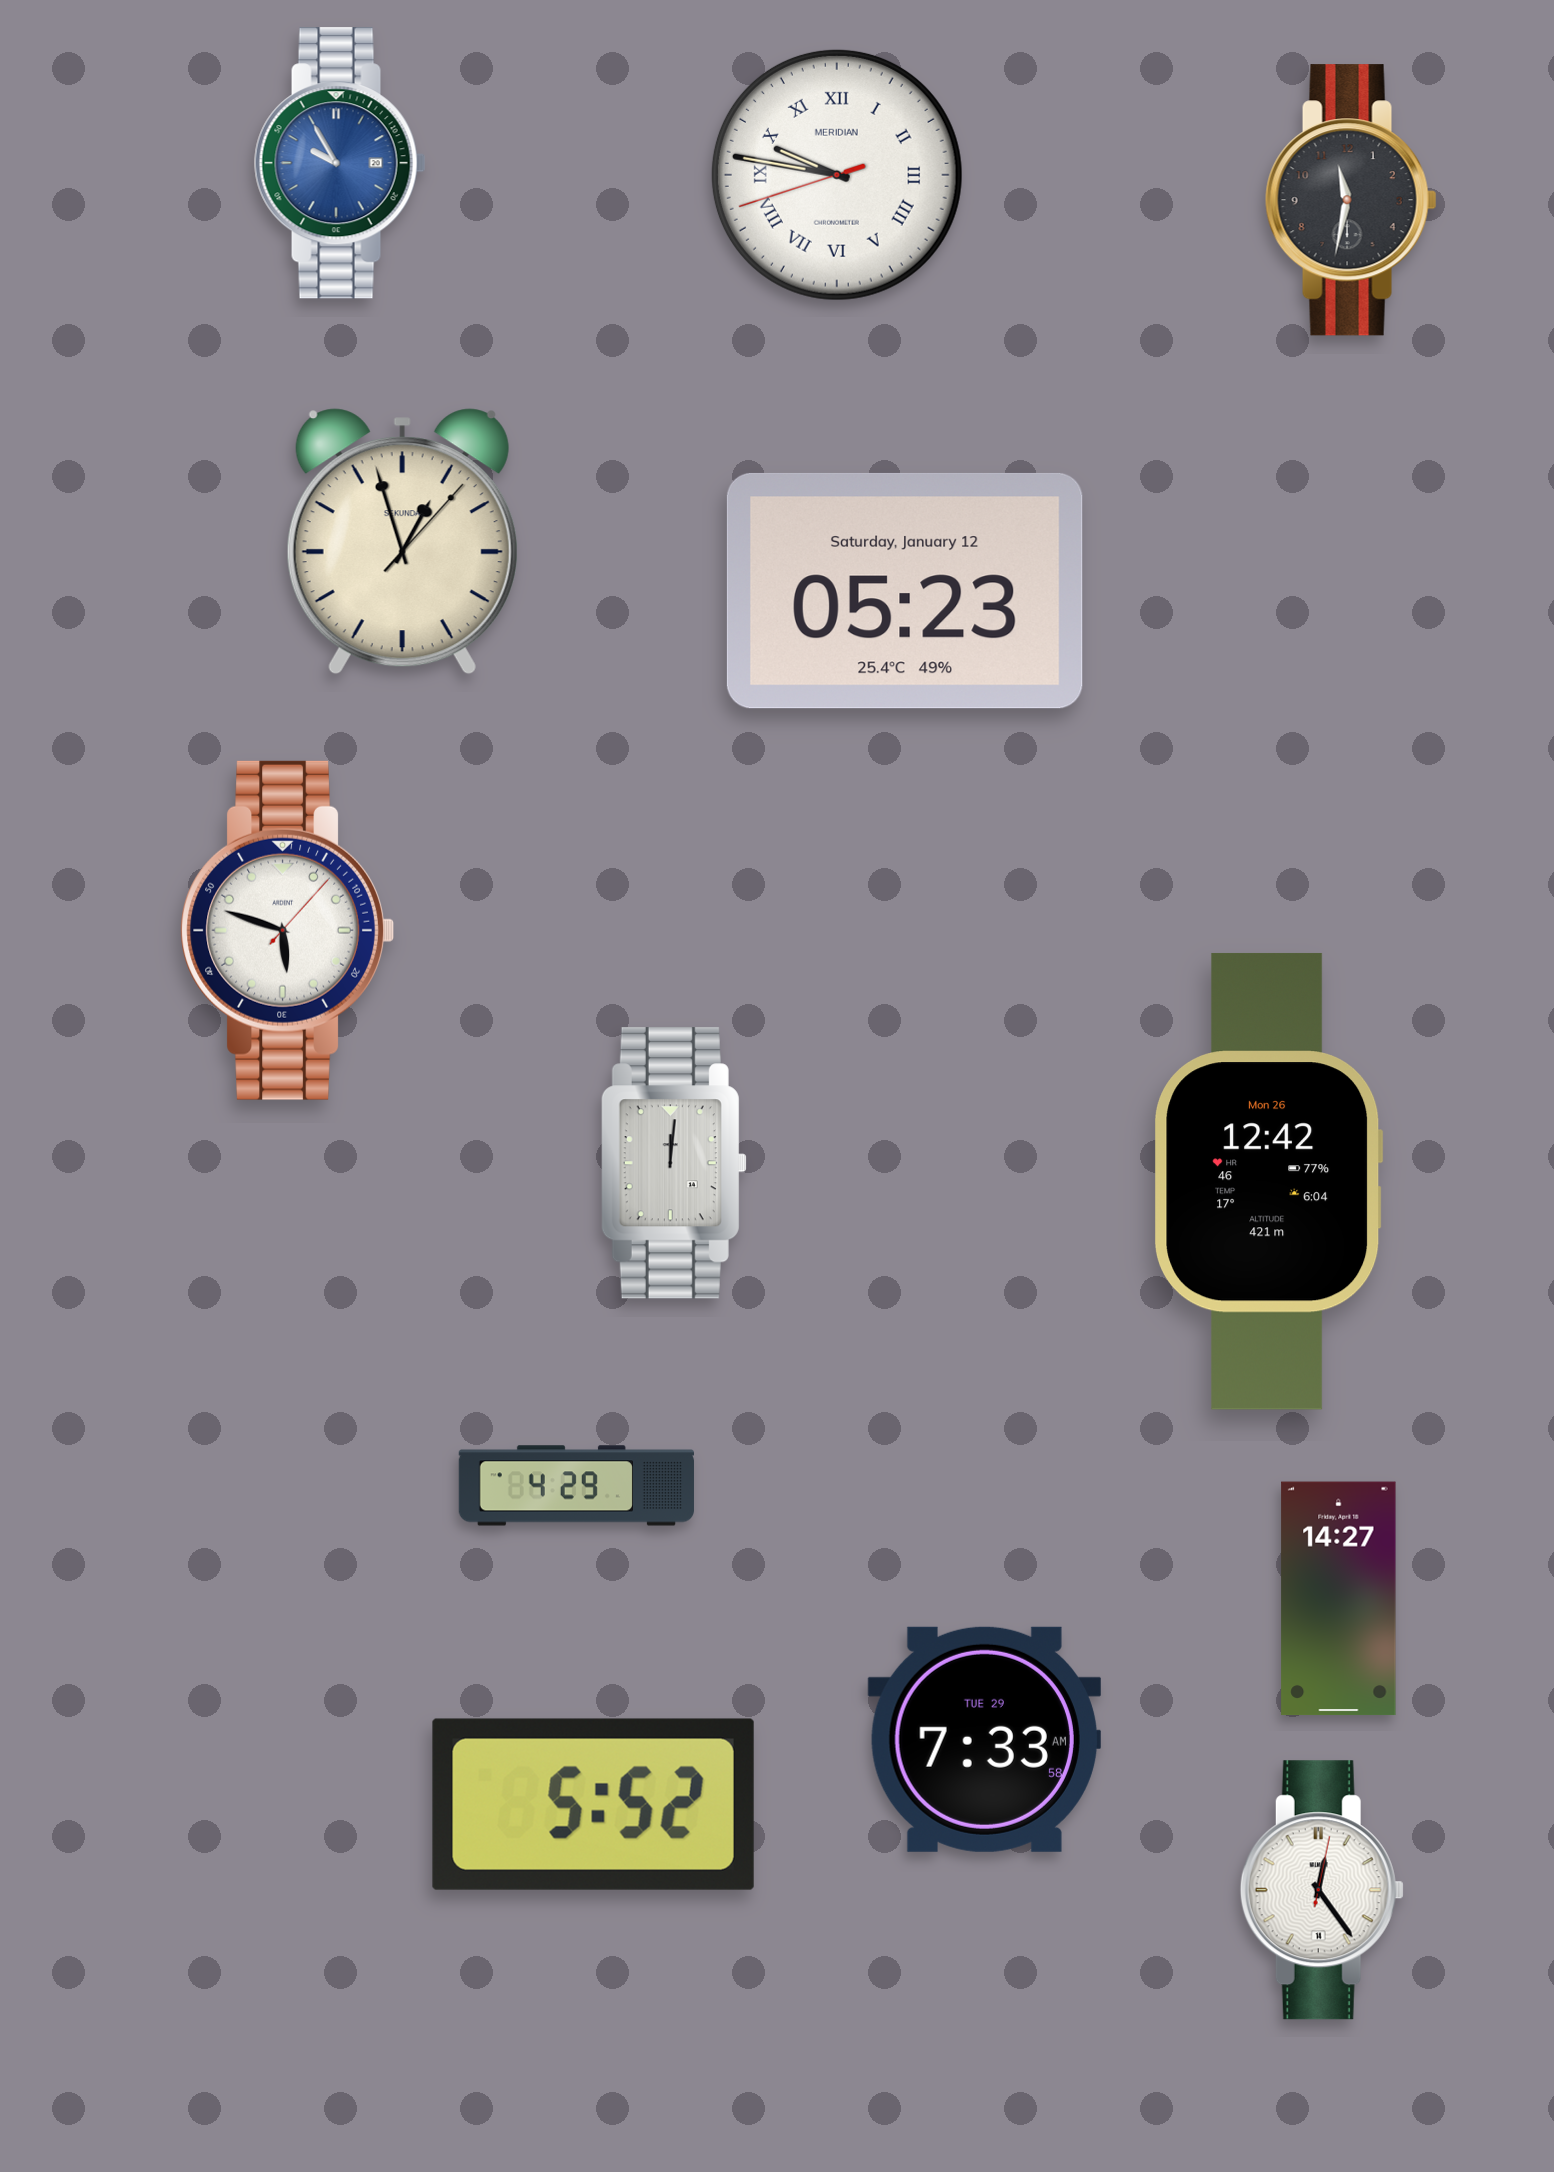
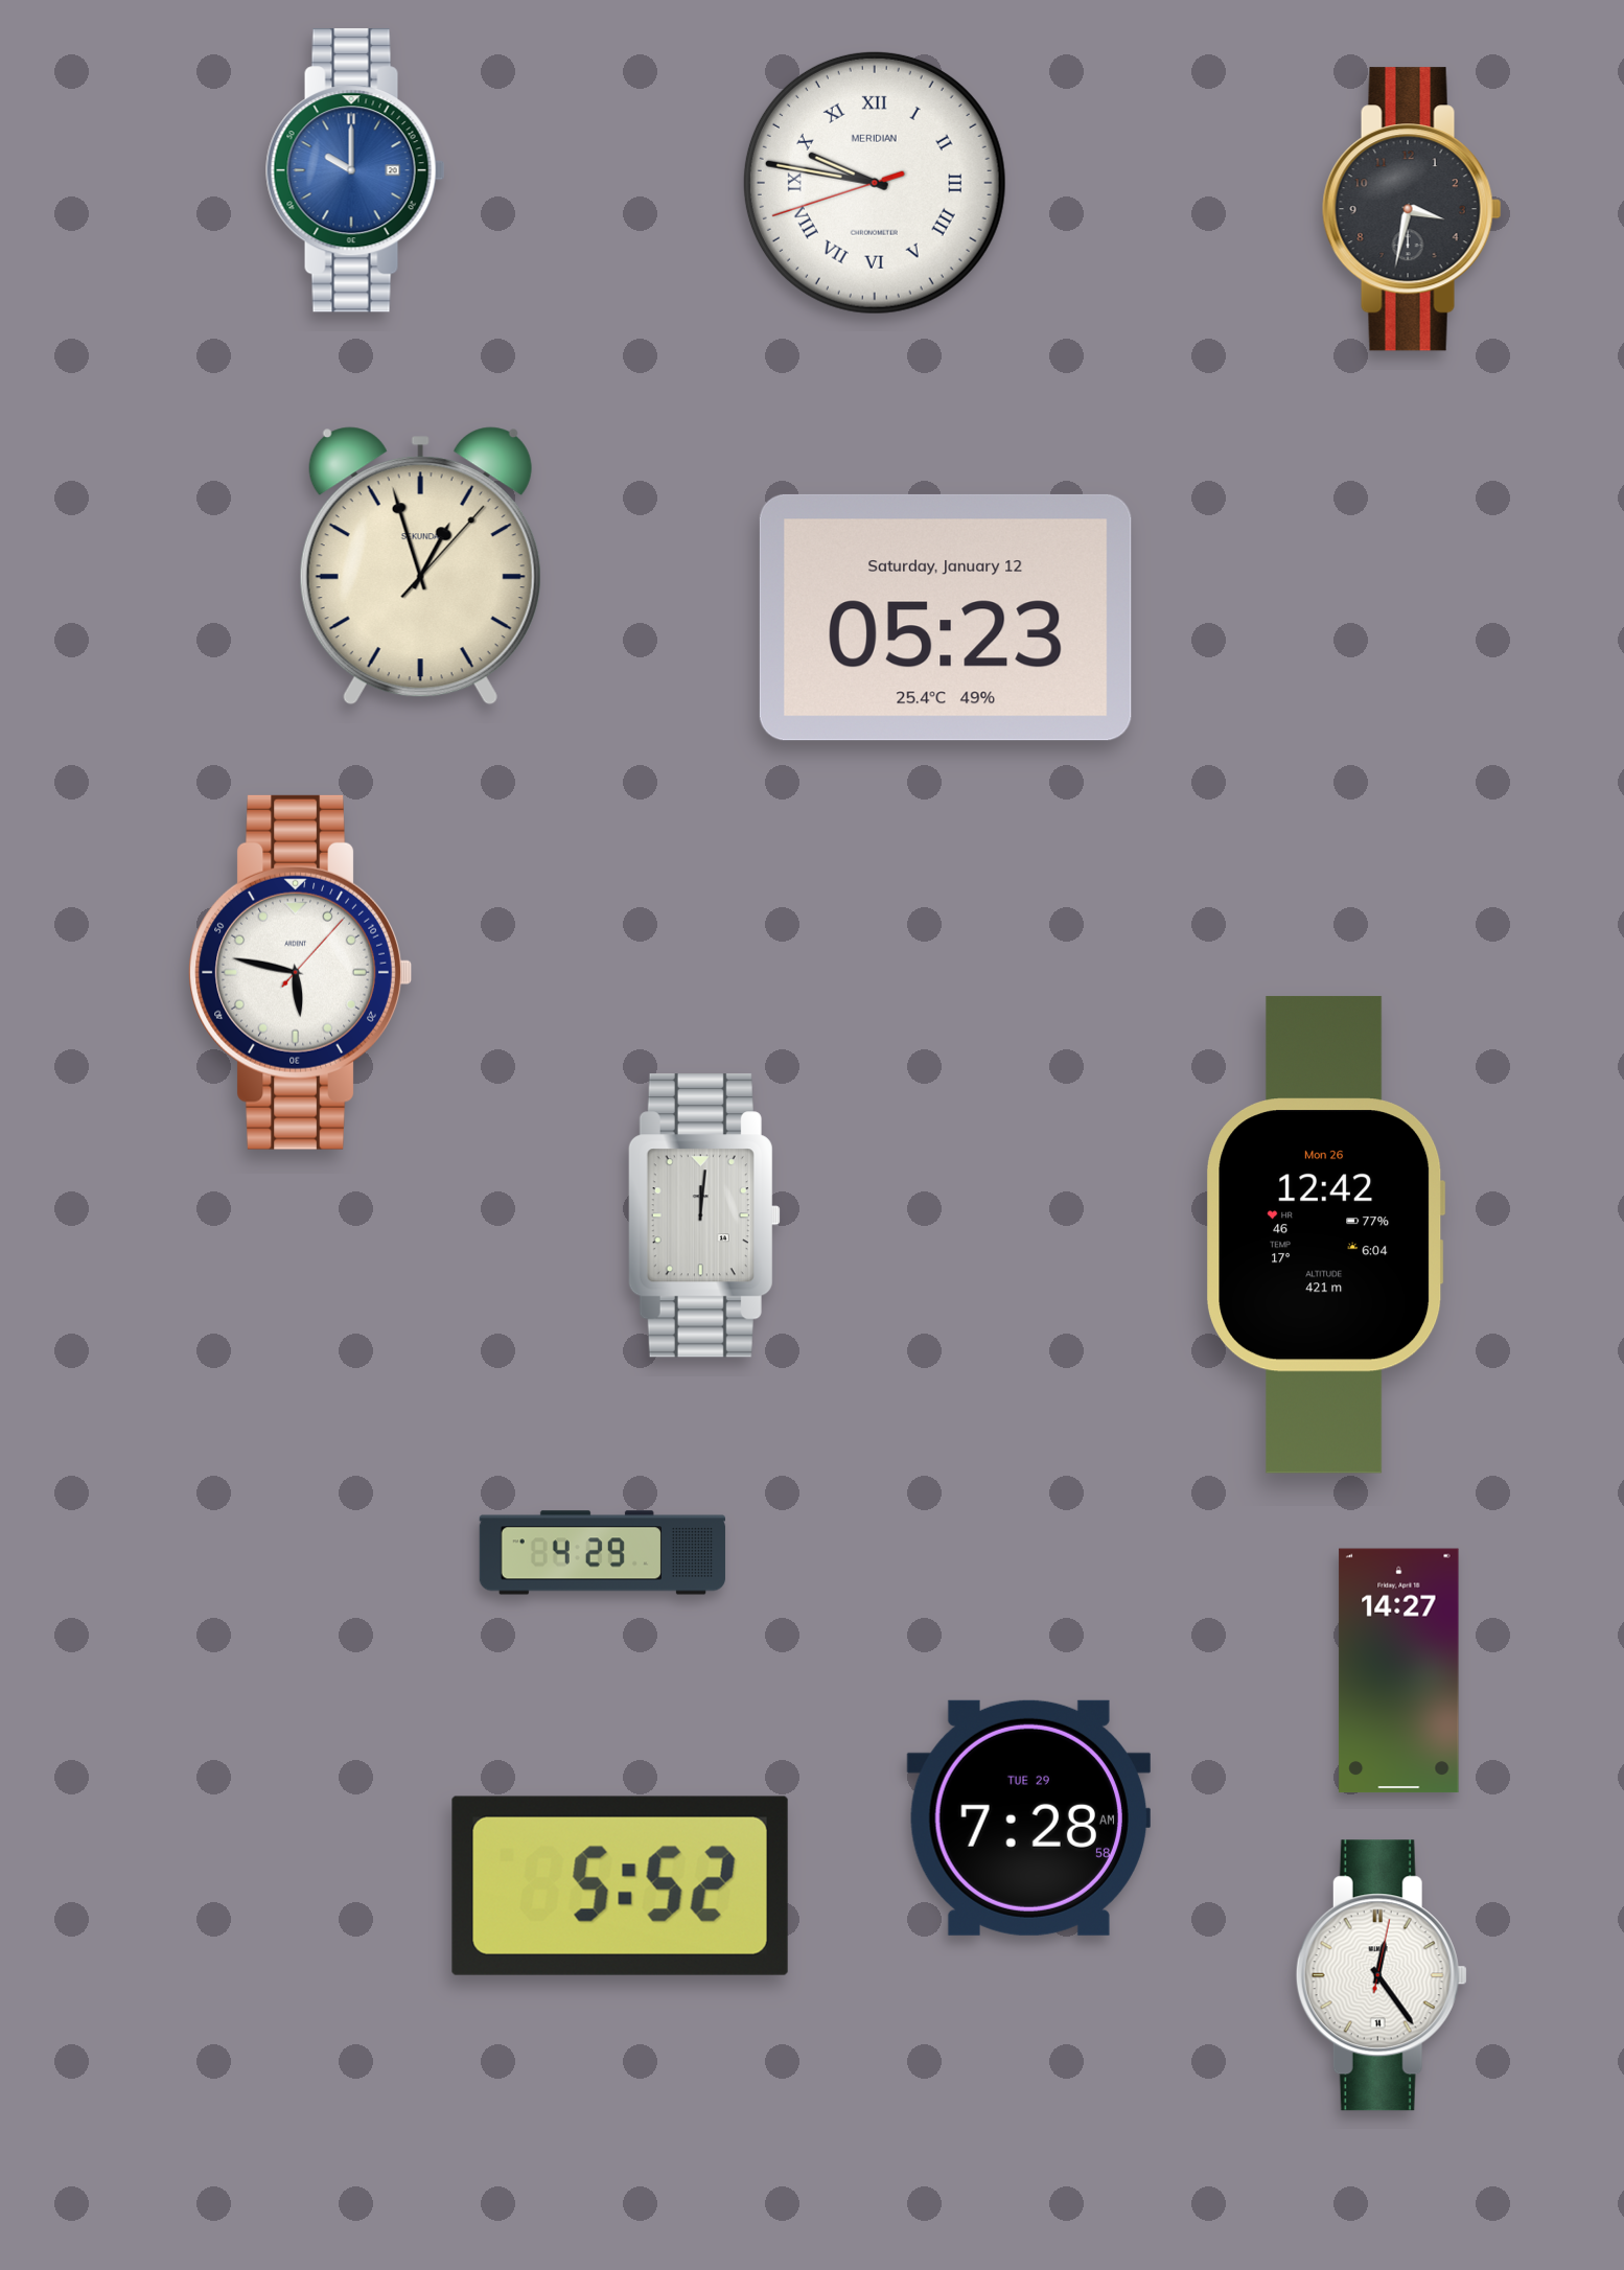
clock at (340, 163): 9:55 -> 10:00
clock at (1351, 200): 11:32 -> 3:32
clock at (287, 930): 5:48 -> 5:47
clock at (984, 1739): 7:33 -> 7:28
